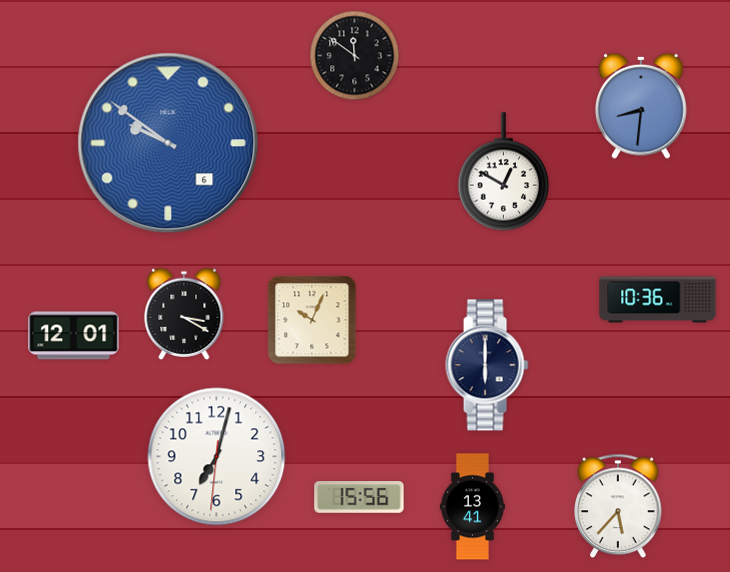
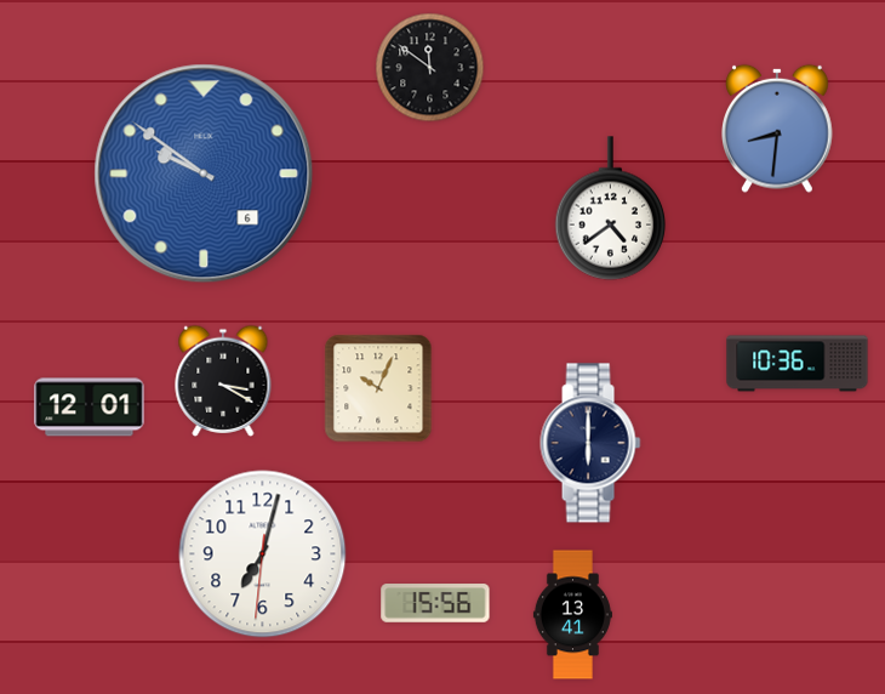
clock at (504, 172): 12:50 -> 4:39
clock at (619, 506): 5:37 -> none
